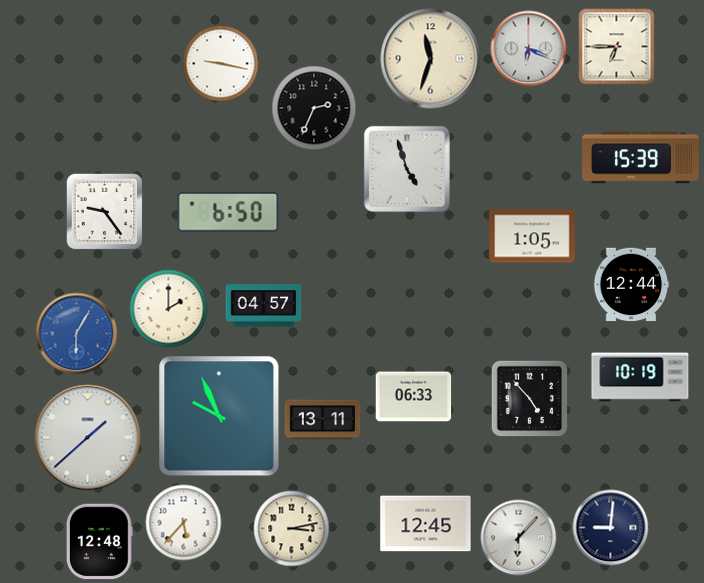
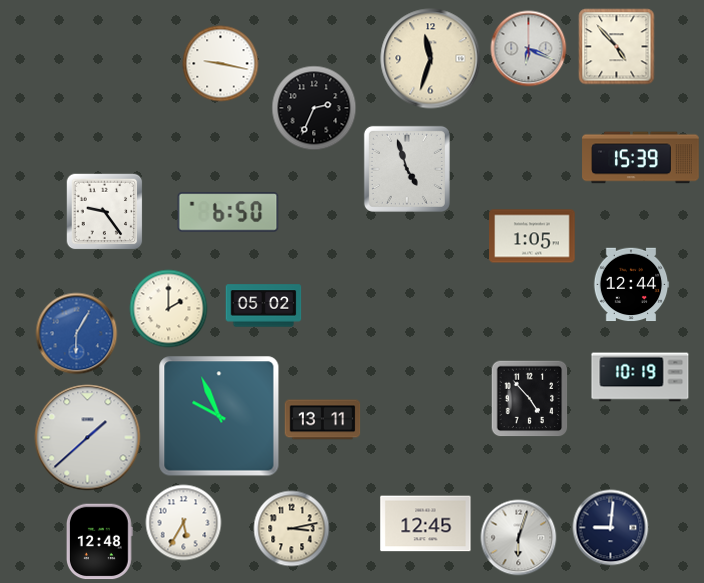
clock at (617, 47): 6:45 -> 4:53
clock at (264, 306): 04:57 -> 05:02
clock at (414, 397): 06:33 -> none
clock at (184, 523): 5:37 -> 5:35
clock at (519, 538): 6:07 -> 6:03
